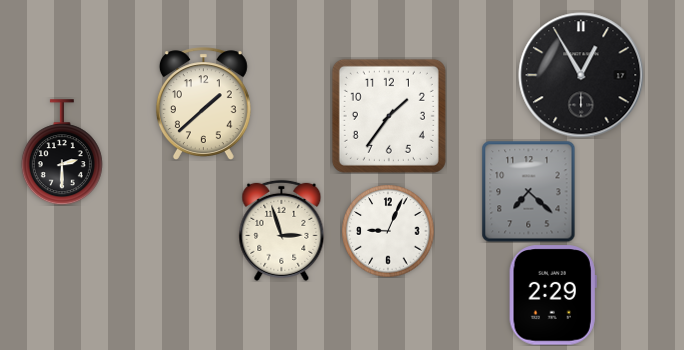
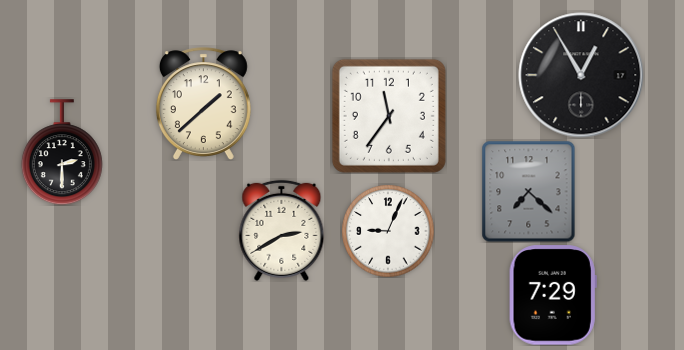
clock at (389, 116): 1:36 -> 11:36
clock at (282, 230): 2:57 -> 2:40
clock at (553, 295): 2:29 -> 7:29
